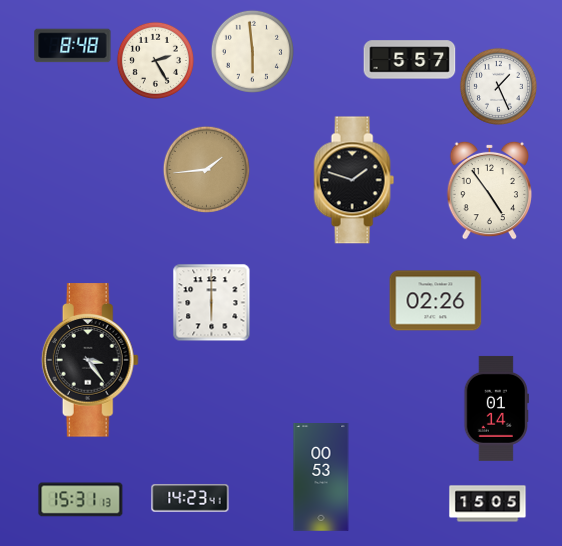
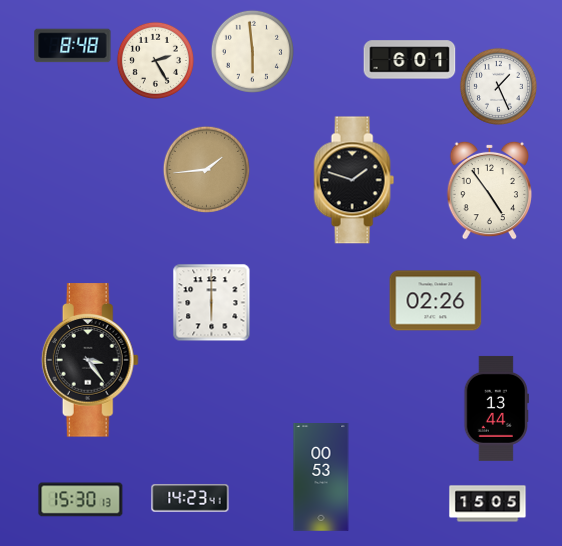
clock at (410, 60): 5:57 -> 6:01
clock at (496, 408): 01:14 -> 13:44
clock at (81, 500): 15:31 -> 15:30
